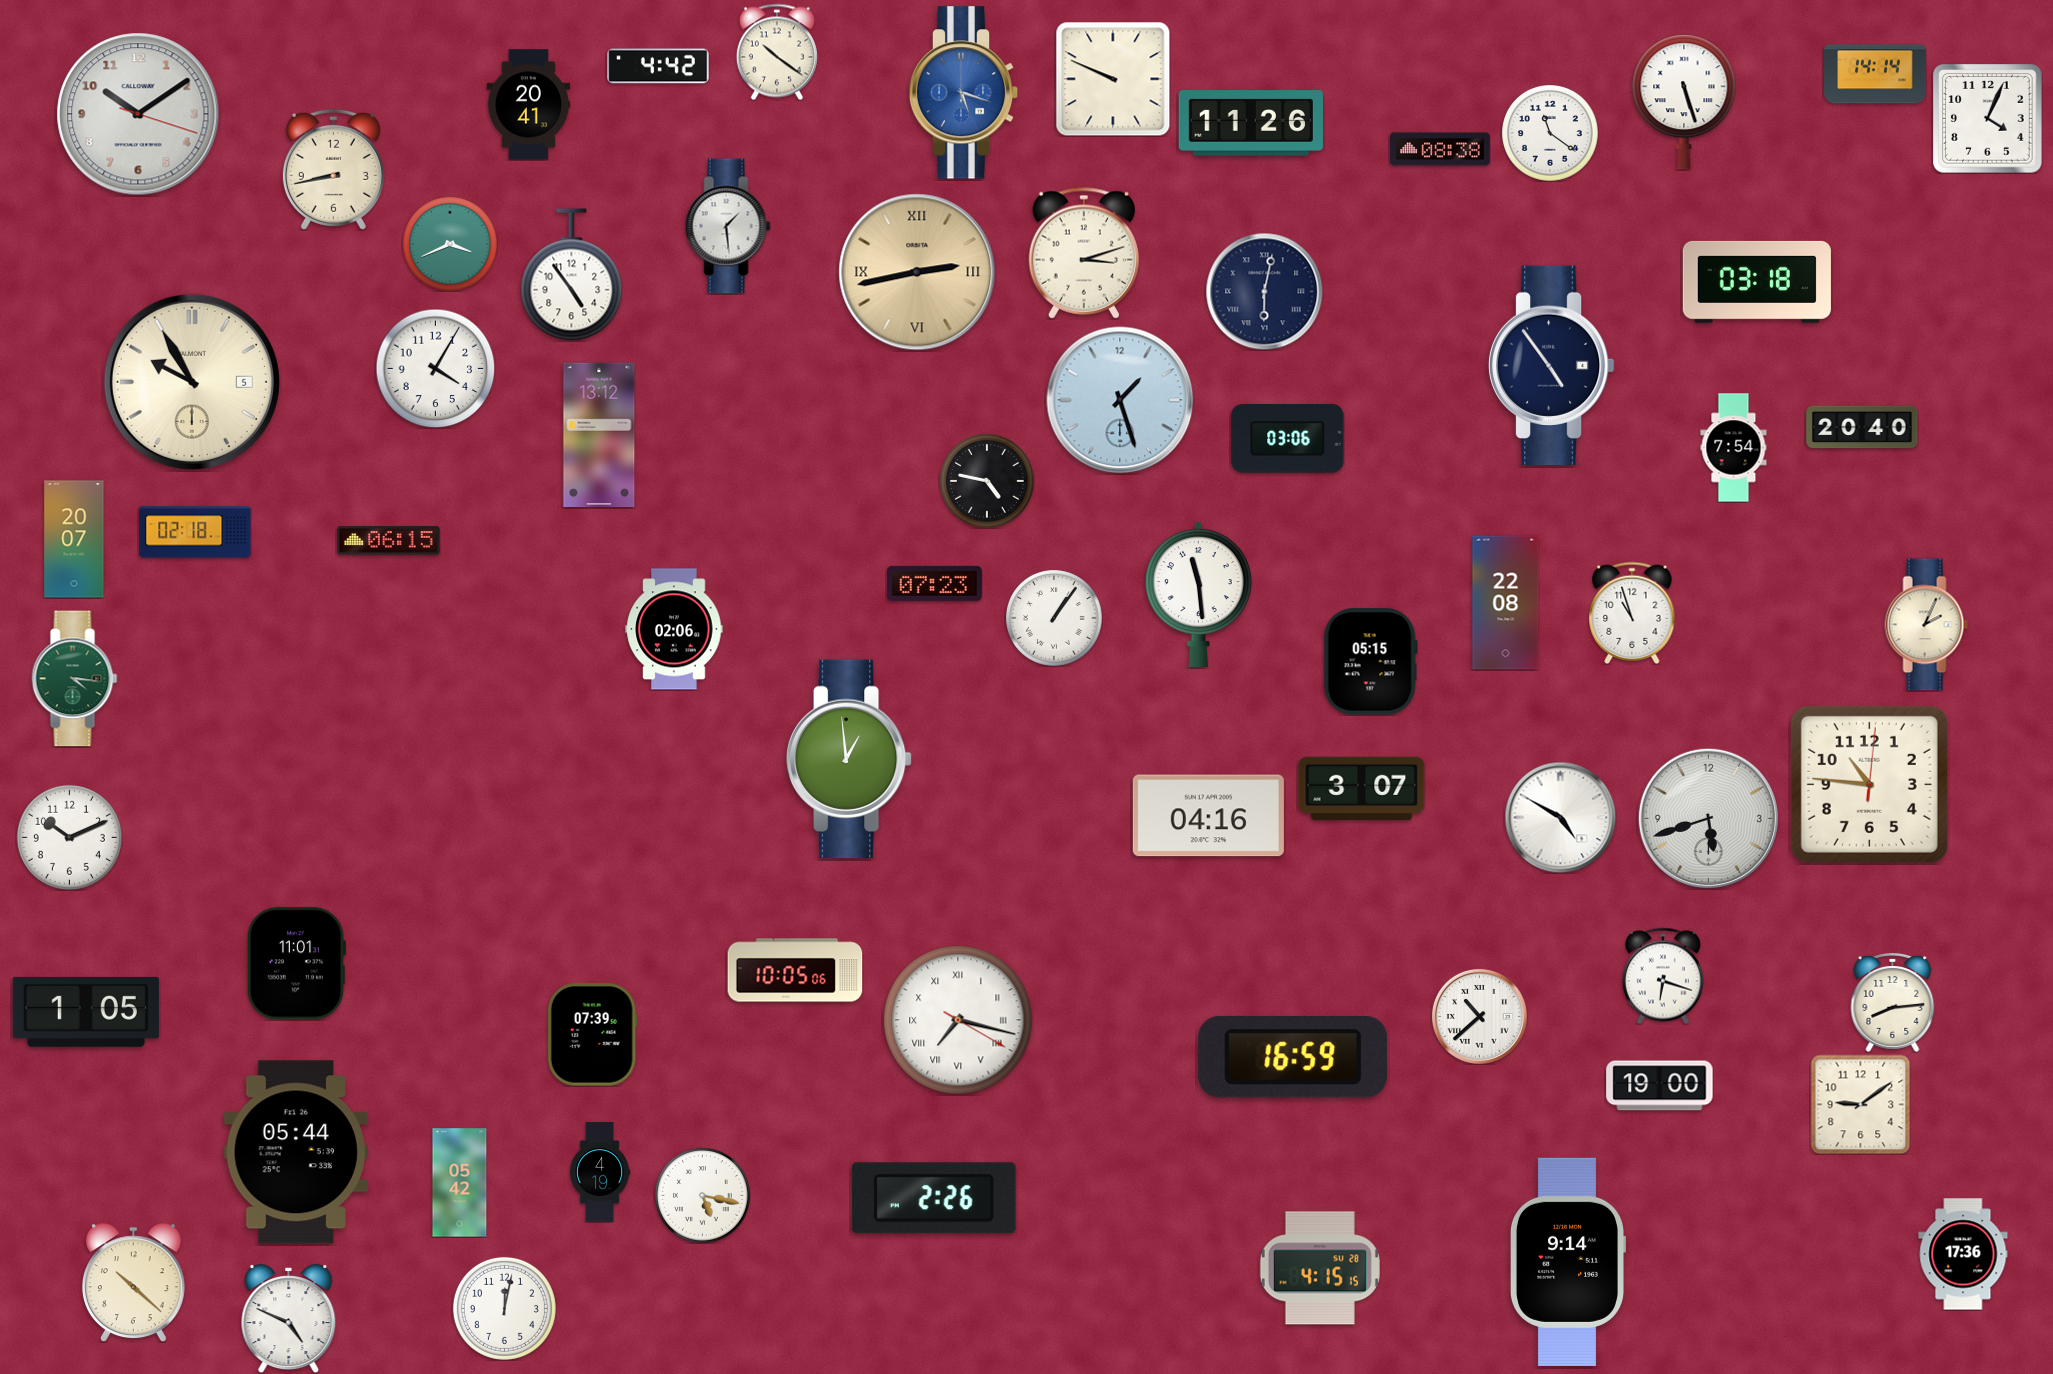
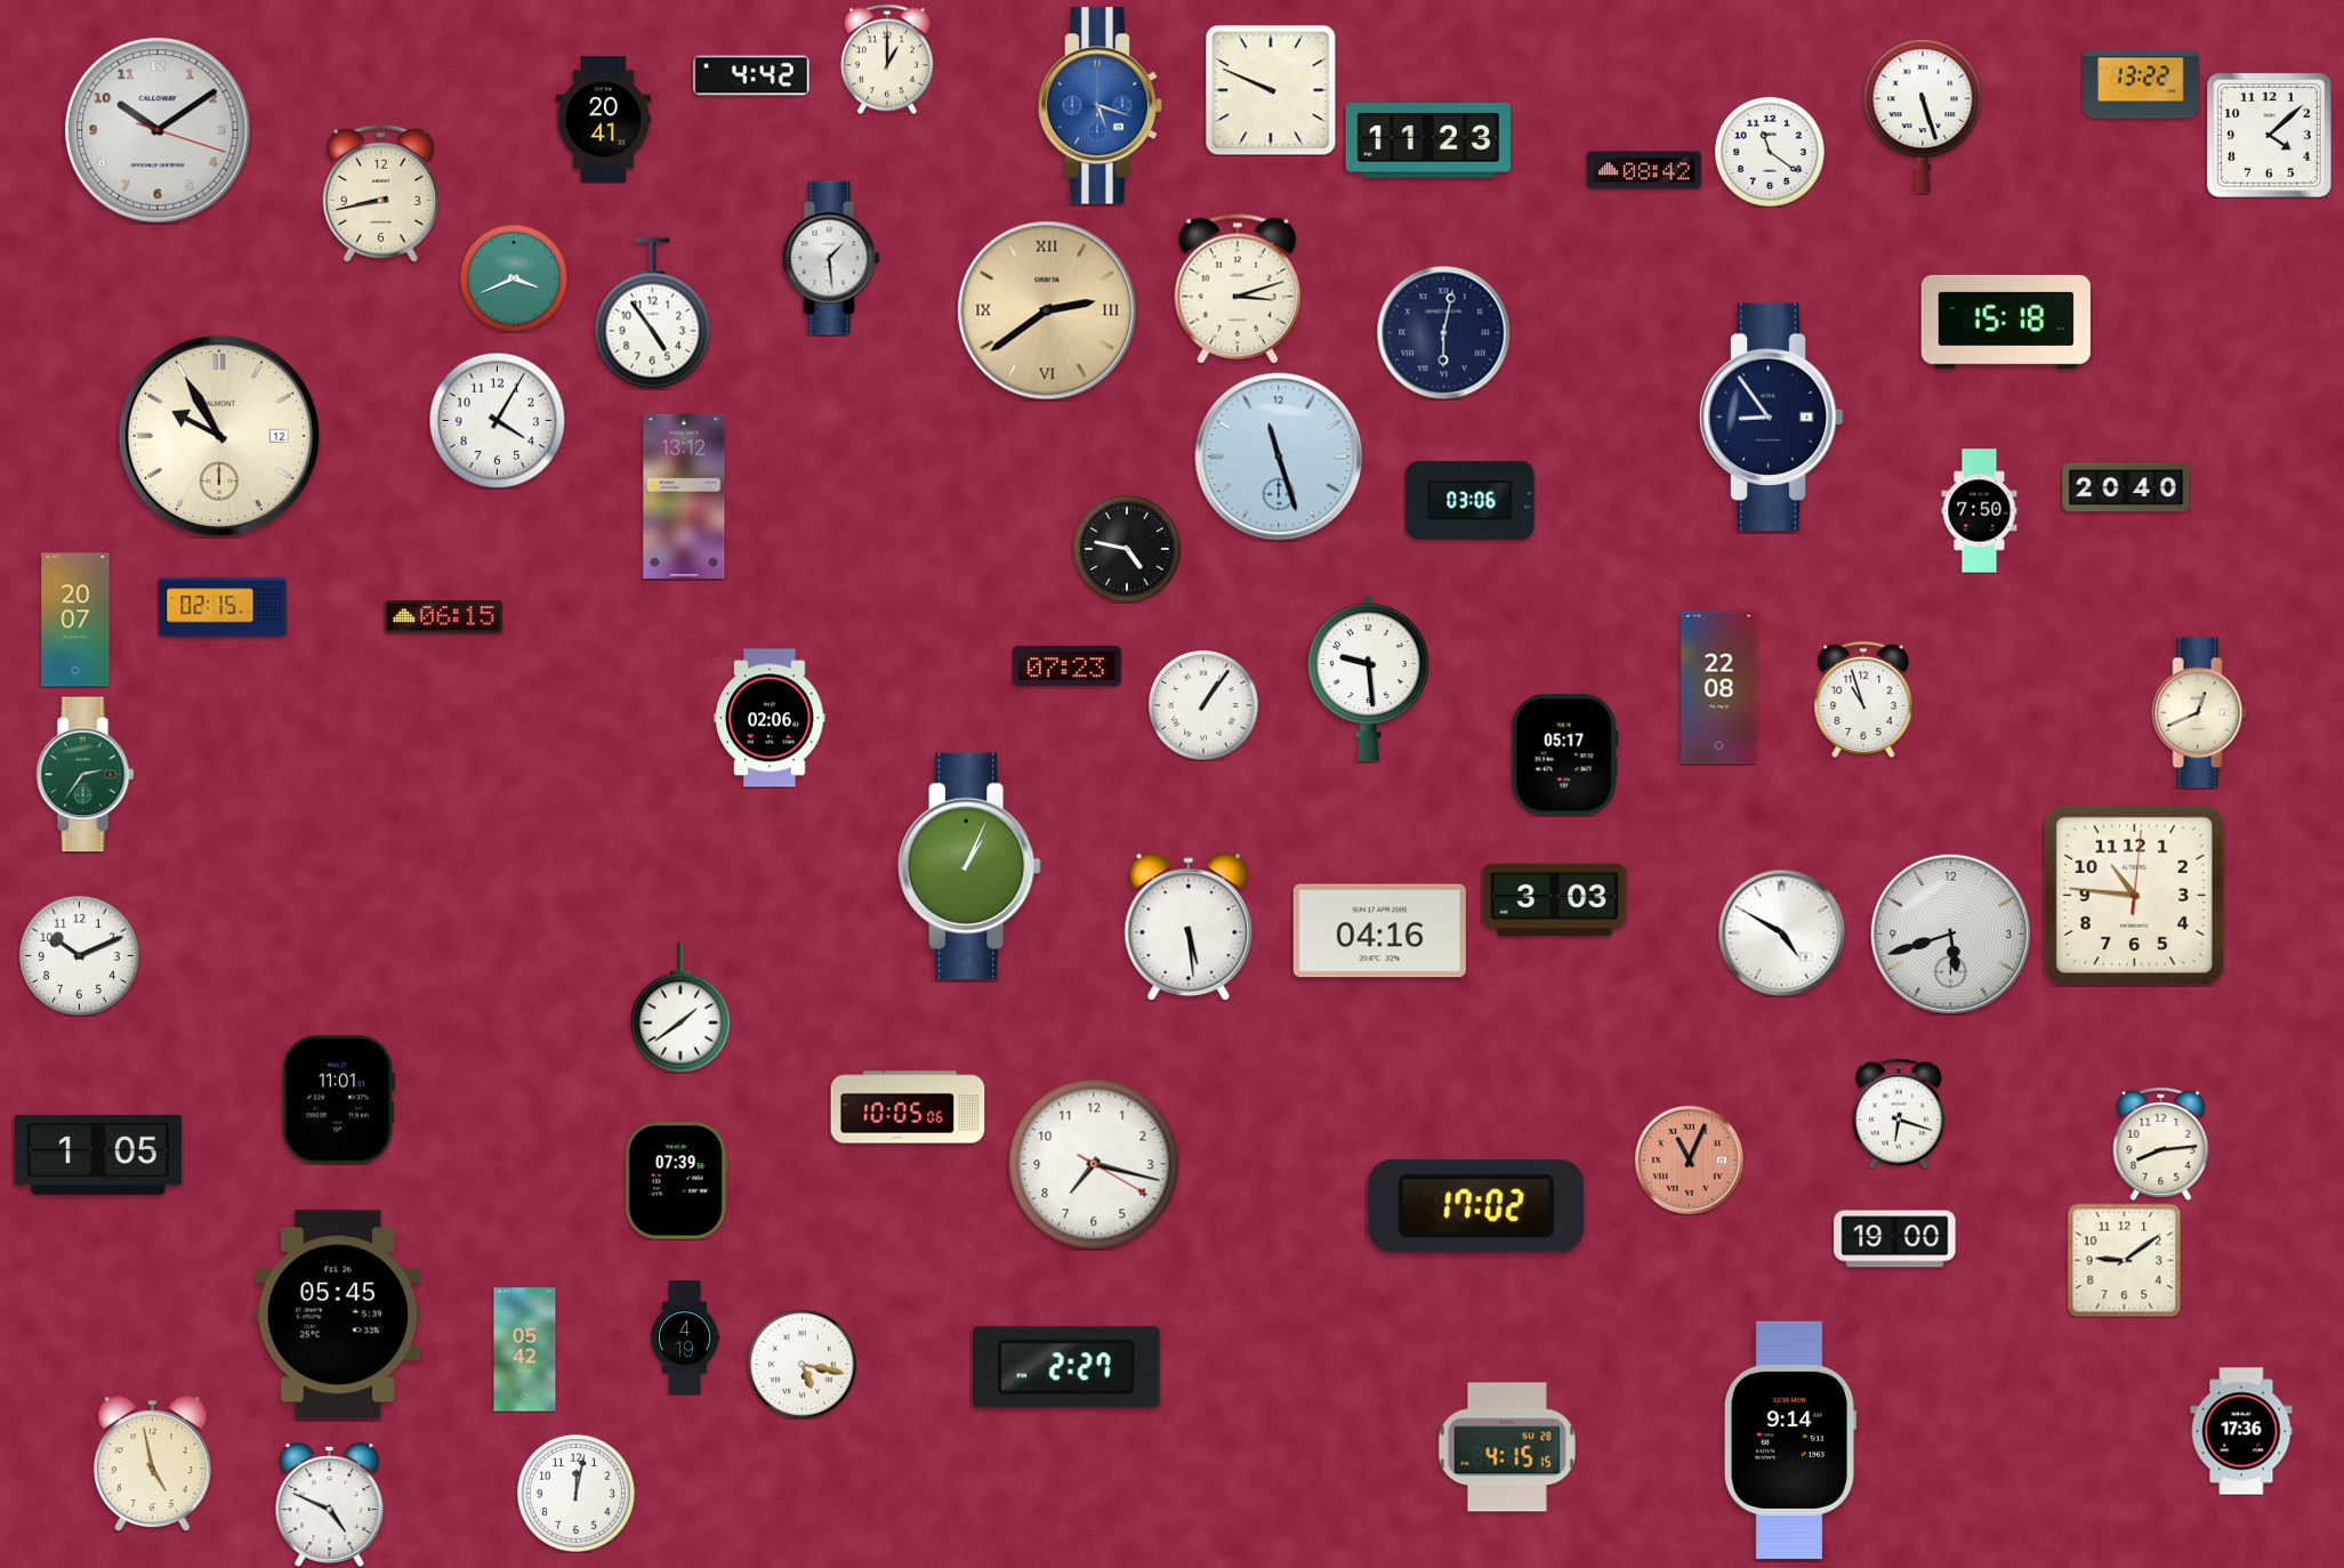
clock at (777, 52): 10:21 -> 1:00
clock at (1875, 74): 14:14 -> 13:22
clock at (1988, 119): 4:04 -> 4:08
clock at (1251, 123): 11:26 -> 11:23
clock at (1440, 149): 08:38 -> 08:42
clock at (917, 272): 2:43 -> 2:39
clock at (1757, 282): 03:18 -> 15:18
clock at (1551, 366): 4:54 -> 8:54
clock at (192, 382) date: 5 -> 12
clock at (1120, 400): 1:27 -> 11:27
clock at (1734, 448): 7:54 -> 7:50
clock at (195, 532): 02:18 -> 02:15
clock at (74, 539) position: (74, 539) -> (75, 620)
clock at (1198, 594): 11:29 -> 9:29
clock at (1927, 625): 2:04 -> 12:41
clock at (1370, 662): 05:15 -> 05:17
clock at (75, 679): 4:16 -> 2:36
clock at (849, 759): 12:59 -> 1:04
clock at (1362, 789): 3:07 -> 3:03
clock at (1189, 927): none -> 5:29
clock at (679, 1008): none -> 1:39
clock at (1479, 1016): 10:38 -> 11:04
clock at (1479, 1016) dial: white -> salmon
clock at (958, 1020) numerals: Roman -> Arabic
clock at (1293, 1058): 16:59 -> 17:02
clock at (296, 1152): 05:44 -> 05:45
clock at (934, 1198): 2:26 -> 2:27
clock at (133, 1283): 10:22 -> 4:58
